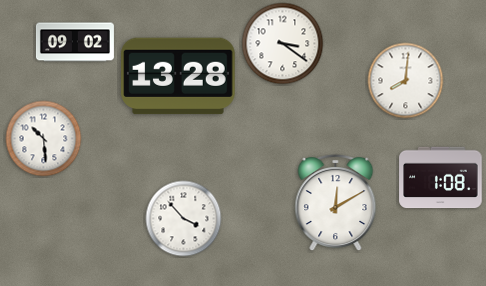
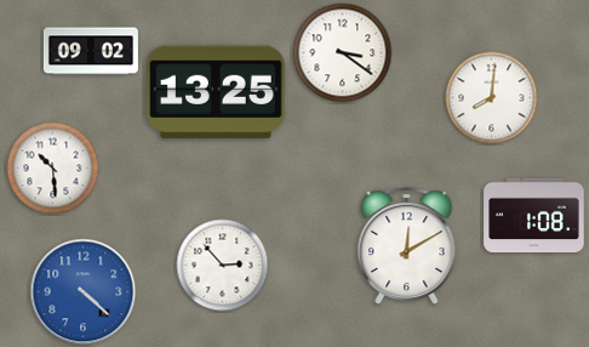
clock at (178, 76): 13:28 -> 13:25
clock at (184, 219): 3:53 -> 2:53
clock at (84, 292): none -> 4:22
